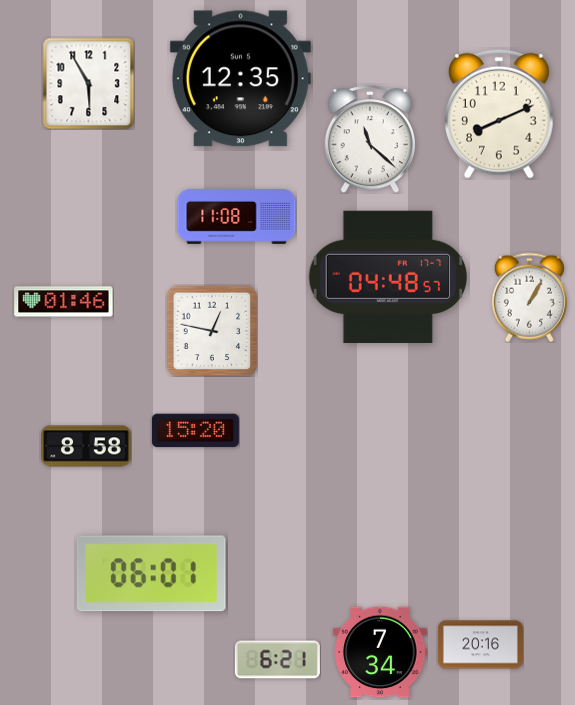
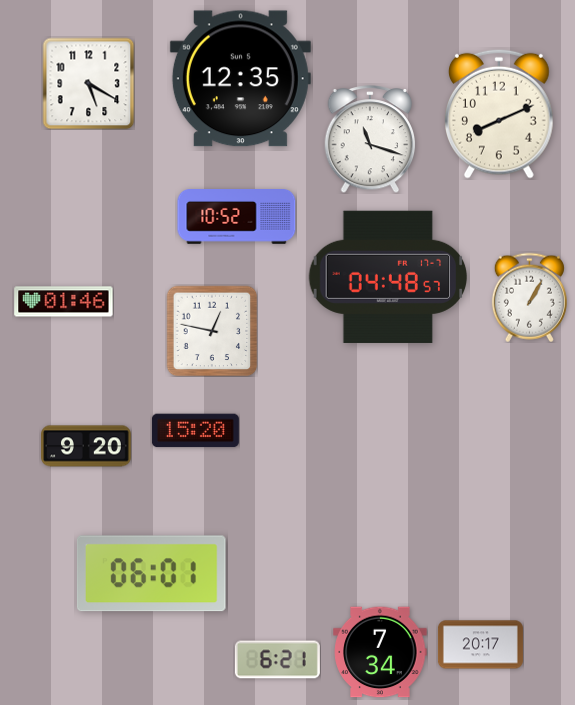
clock at (88, 83): 5:55 -> 5:20
clock at (370, 140): 11:22 -> 11:18
clock at (237, 217): 11:08 -> 10:52
clock at (86, 446): 8:58 -> 9:20
clock at (480, 645): 20:16 -> 20:17
